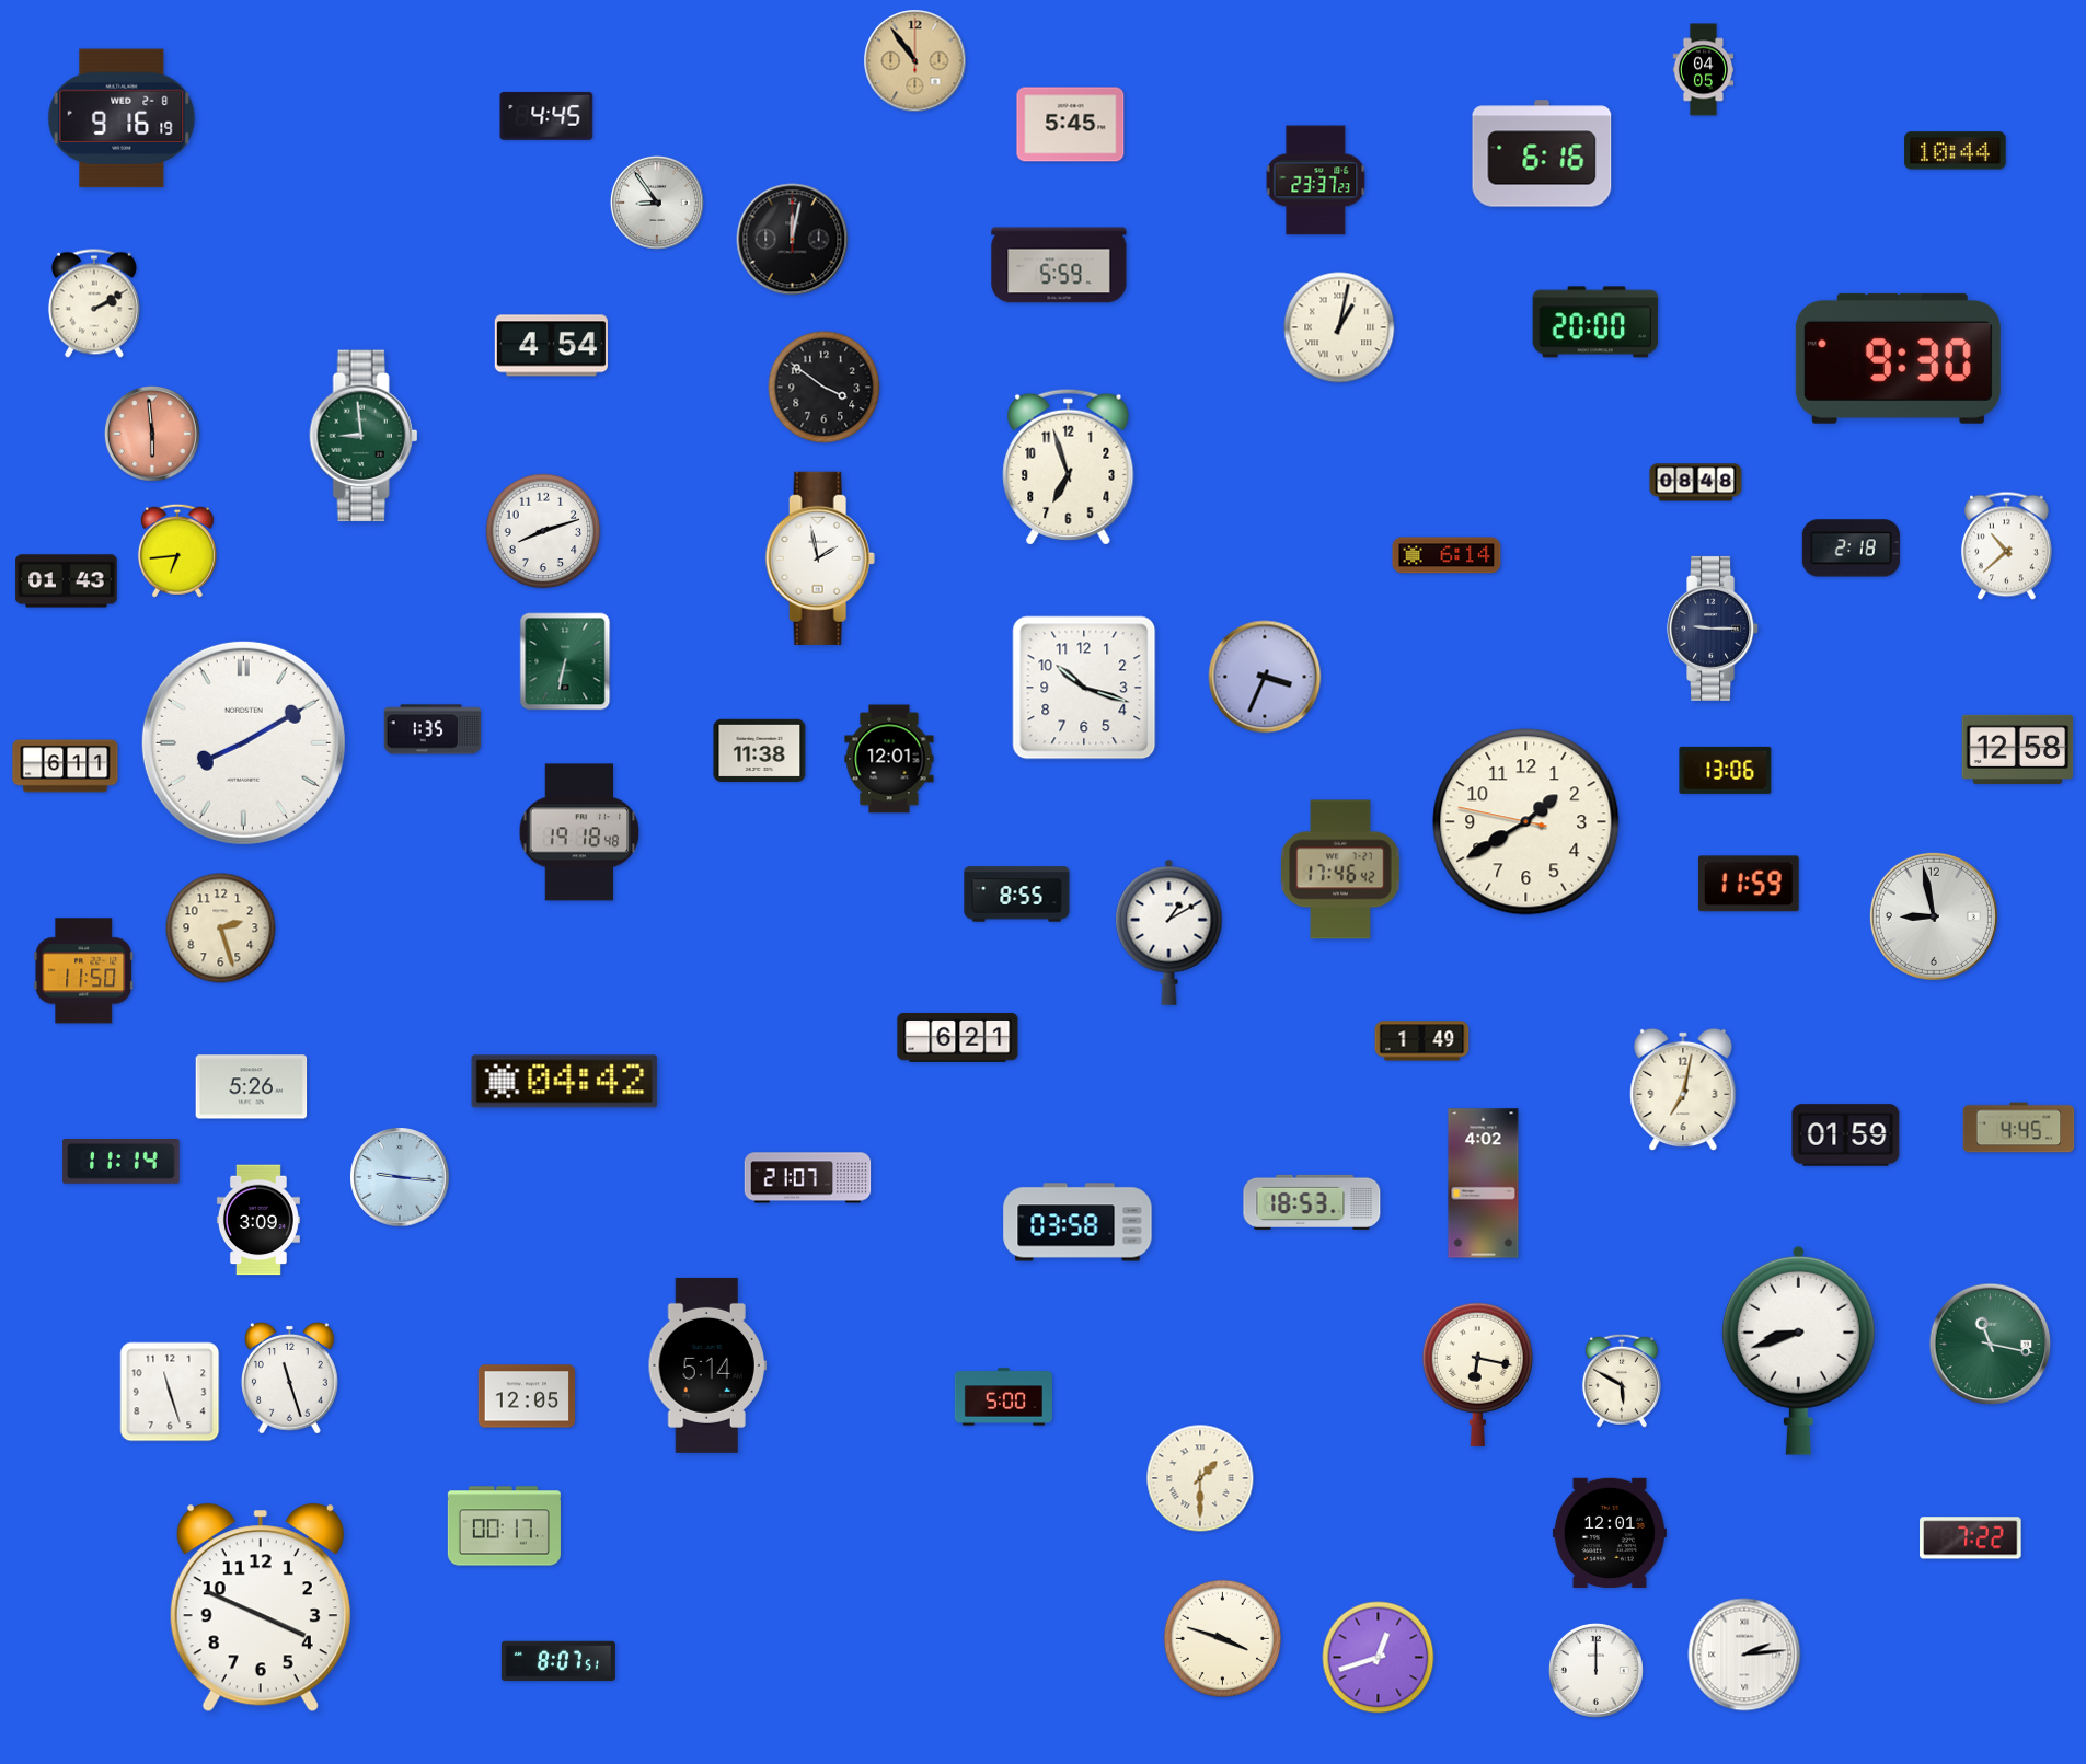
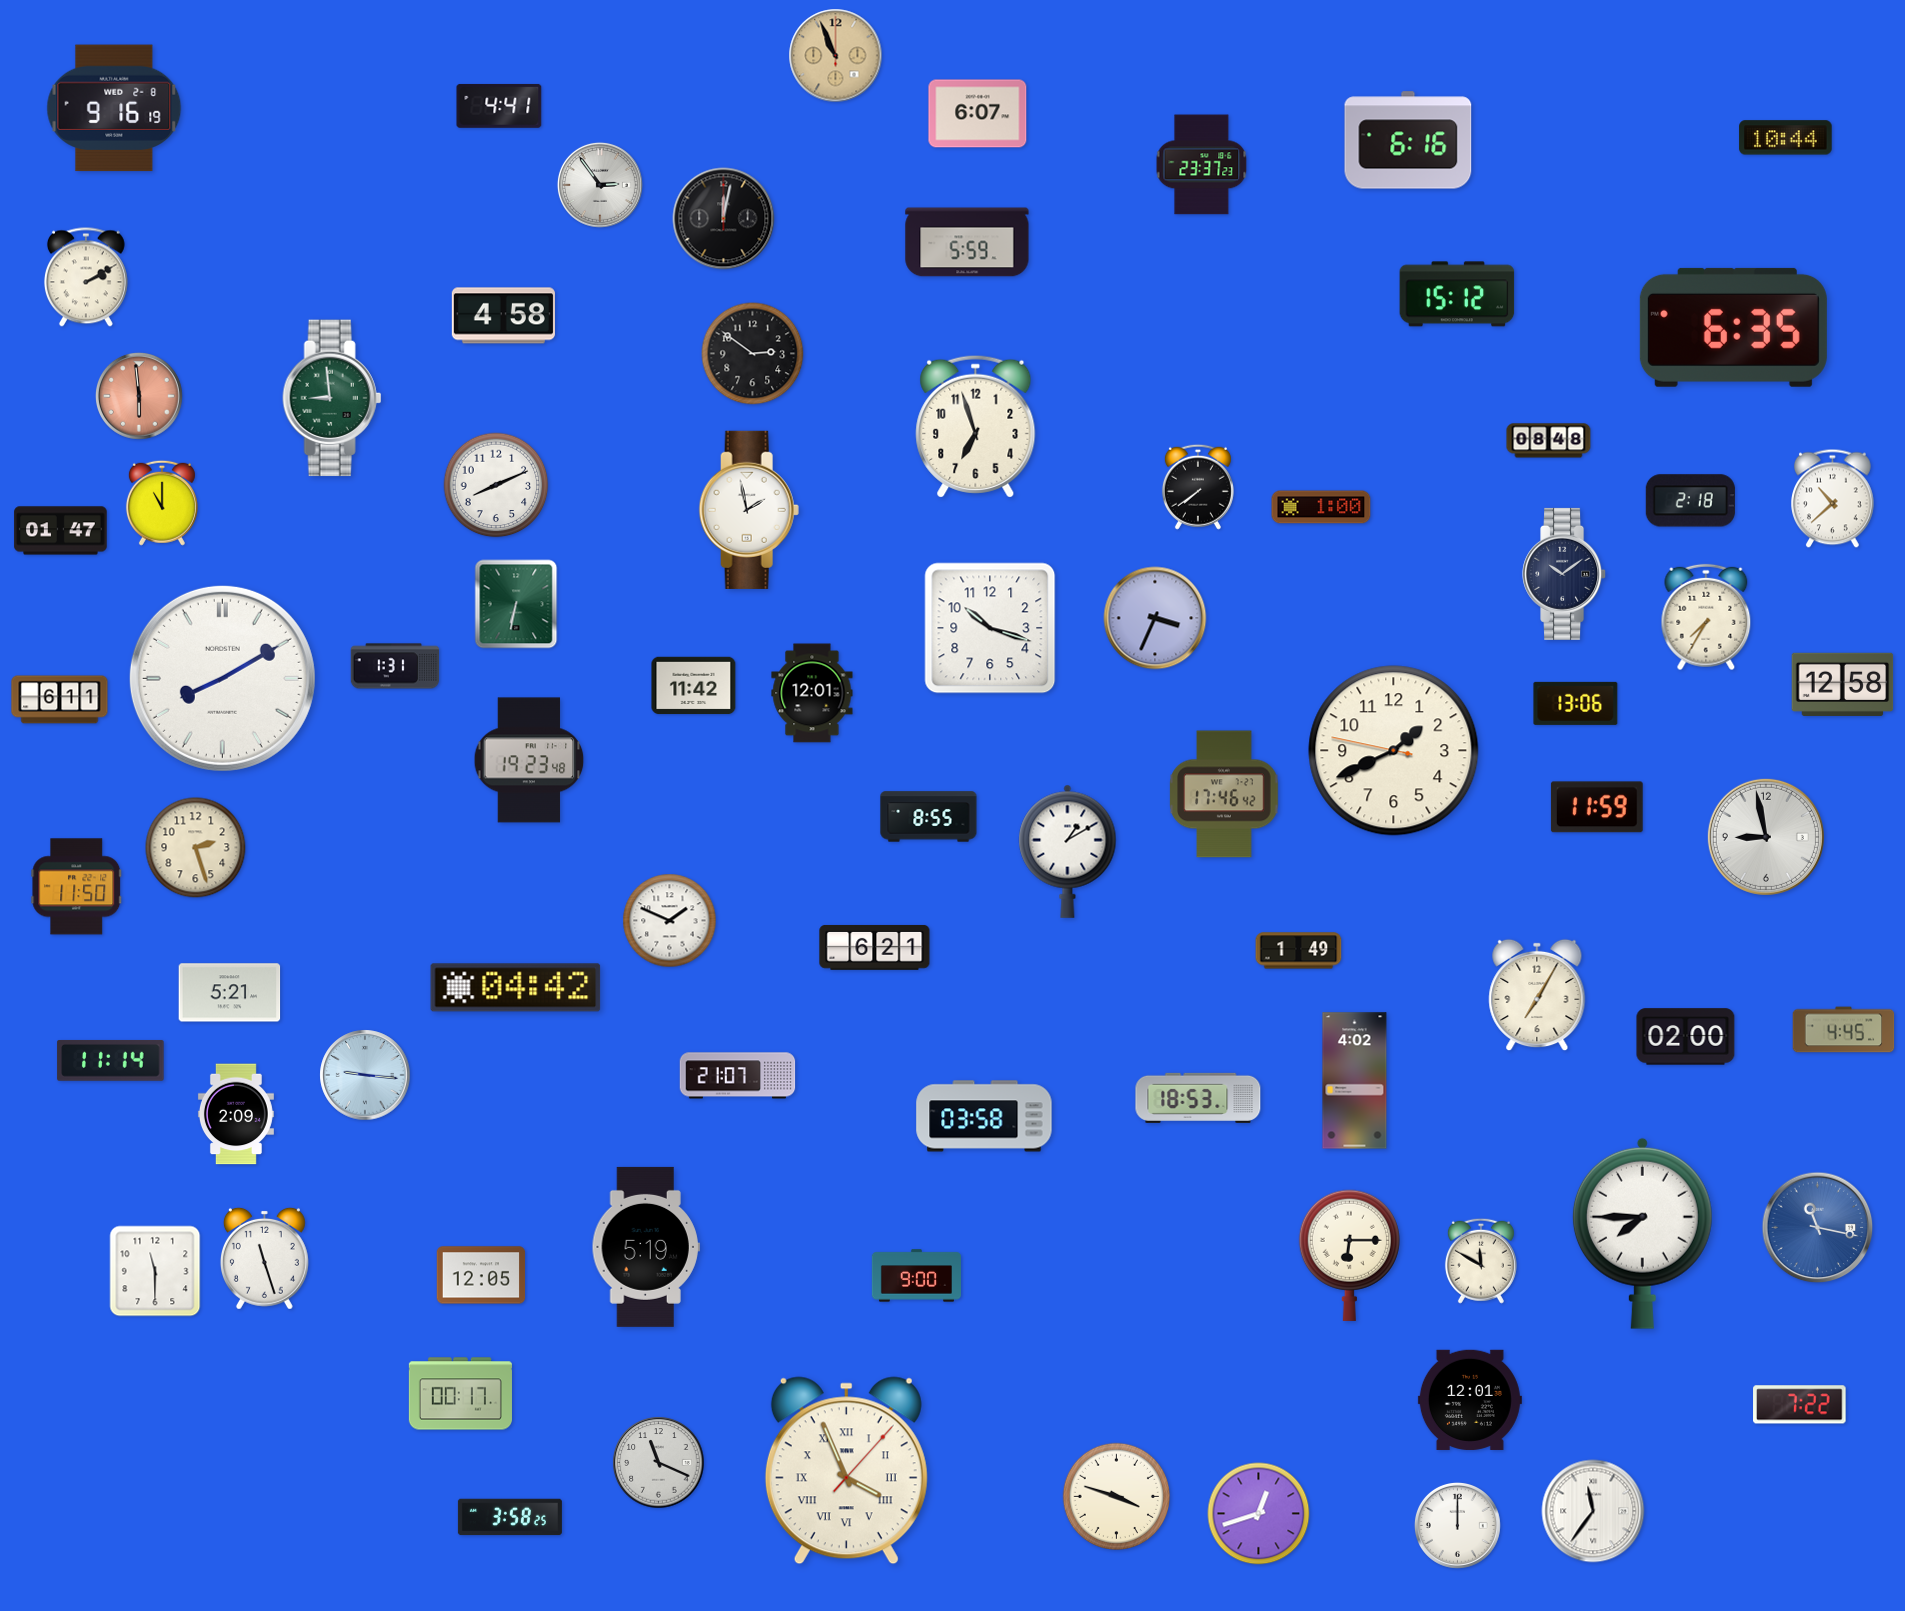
clock at (915, 61): 10:54 -> 10:56
clock at (1703, 70): 04:05 -> none
clock at (546, 116): 4:45 -> 4:41
clock at (122, 118) position: (122, 118) -> (114, 108)
clock at (1071, 125): 5:45 -> 6:07
clock at (657, 203): 8:54 -> 2:54
clock at (1595, 322): 20:00 -> 15:12
clock at (1339, 327): 1:02 -> none
clock at (551, 346): 4:54 -> 4:58
clock at (1898, 358): 9:30 -> 6:35
clock at (825, 388): 3:51 -> 2:51
clock at (543, 531): 8:12 -> 8:11
clock at (1198, 487): none -> 7:39
clock at (177, 551): 6:44 -> 11:00
clock at (1447, 555): 6:14 -> 1:00
clock at (67, 581): 01:43 -> 01:47
clock at (1714, 629): 9:15 -> 10:09
clock at (1706, 617): none -> 7:35
clock at (433, 729): 1:35 -> 1:31
clock at (760, 751): 11:38 -> 11:42
clock at (1526, 822): 1:39 -> 1:40
clock at (579, 832): 19:18 -> 19:23
clock at (221, 929) position: (221, 929) -> (196, 848)
clock at (670, 921): none -> 1:49
clock at (252, 1087): 5:26 -> 5:21
clock at (1683, 1089): 7:02 -> 7:05
clock at (1846, 1135): 01:59 -> 02:00
clock at (258, 1220): 3:09 -> 2:09
clock at (1991, 1345) dial: green -> blue
clock at (1798, 1350): 8:42 -> 7:45
clock at (707, 1365): 5:14 -> 5:19
clock at (1477, 1374): 6:17 -> 6:15
clock at (1622, 1381): 5:50 -> 11:50
clock at (170, 1392): 11:27 -> 11:30
clock at (1003, 1397): 5:00 -> 9:00
clock at (1200, 1478): 1:30 -> none
clock at (659, 1463): none -> 11:19
clock at (261, 1607): 3:49 -> none
clock at (846, 1471): none -> 3:56
clock at (1744, 1655): 2:14 -> 11:36
clock at (558, 1661): 8:07 -> 3:58
